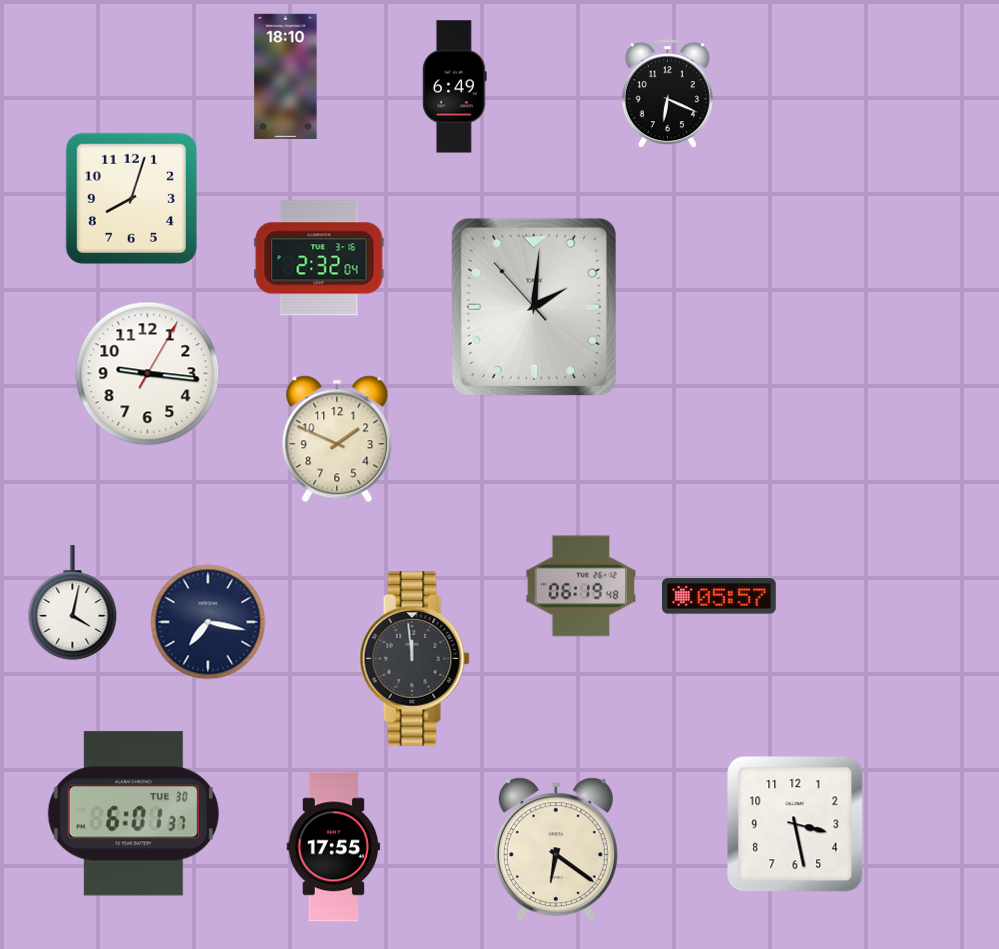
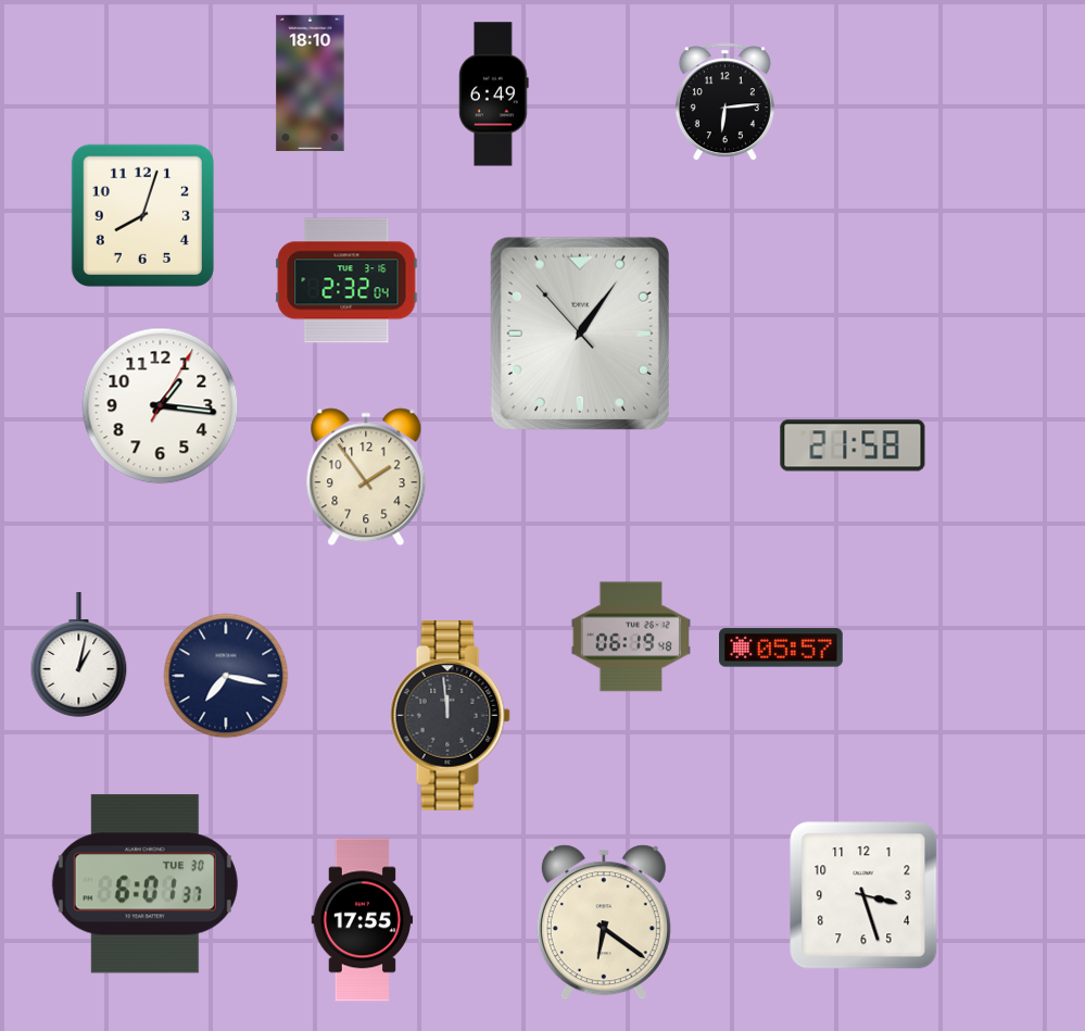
clock at (667, 94): 6:19 -> 6:14
clock at (534, 307): 2:00 -> 1:05
clock at (148, 374): 9:16 -> 1:16
clock at (853, 445): none -> 21:58
clock at (337, 439): 1:49 -> 1:54
clock at (73, 603): 4:02 -> 1:02
clock at (795, 824): 3:28 -> 3:27
